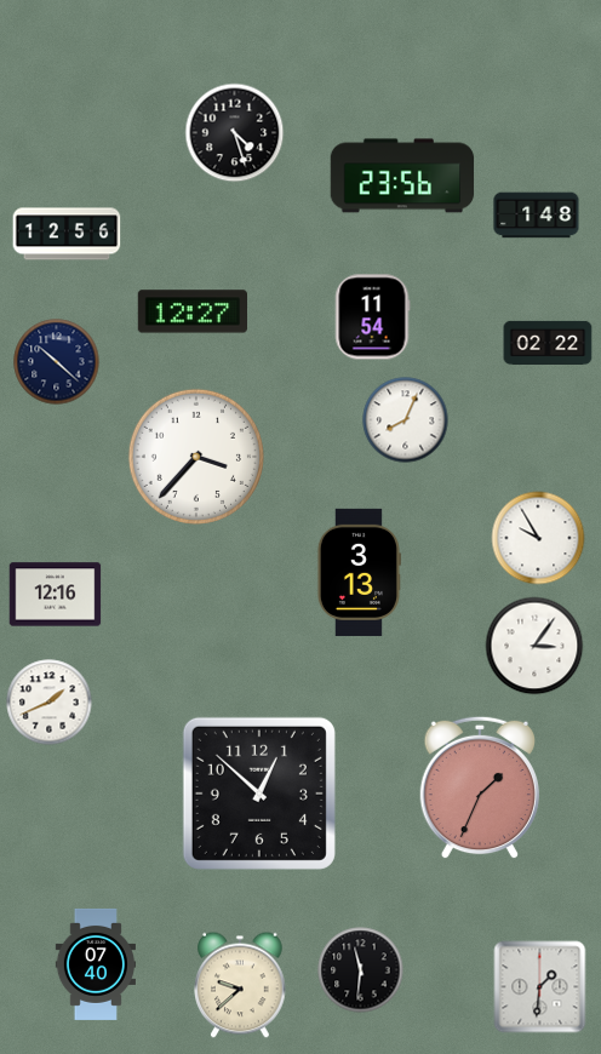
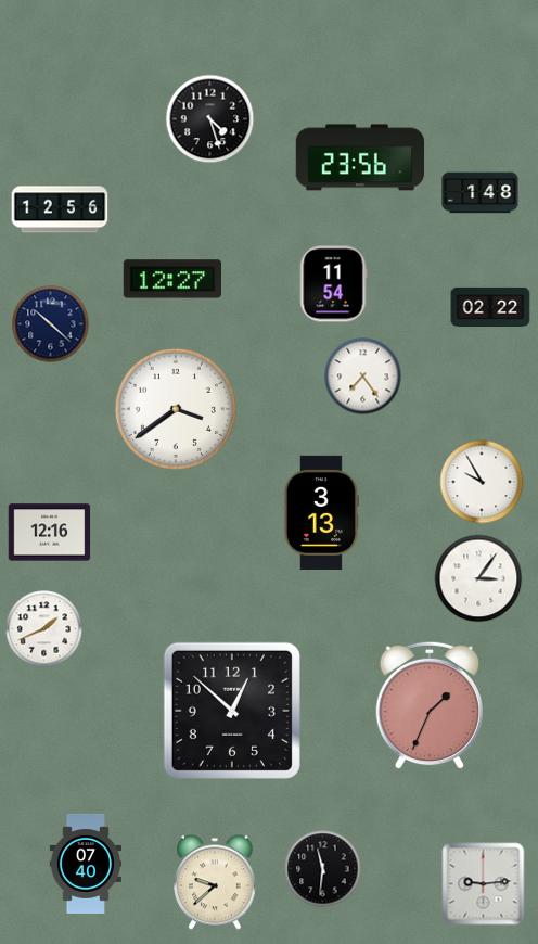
clock at (406, 420): 8:04 -> 7:24
clock at (196, 457): 3:37 -> 3:39
clock at (540, 987): 1:31 -> 9:14
